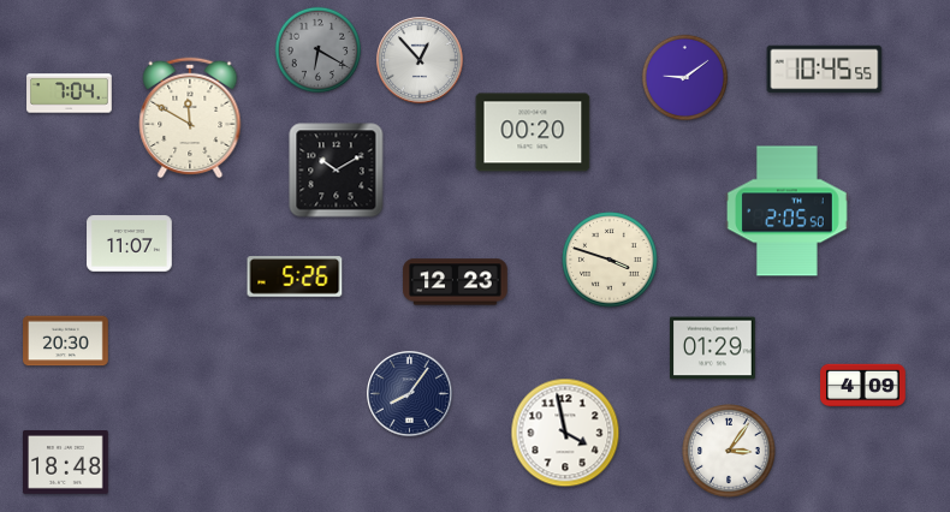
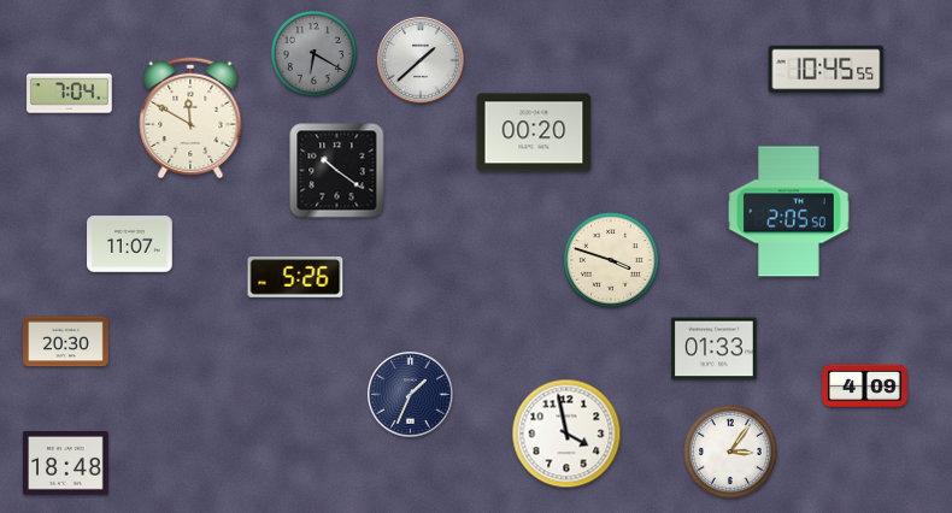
clock at (319, 50) position: (319, 50) -> (315, 54)
clock at (420, 60): 12:53 -> 1:38
clock at (685, 78): 9:09 -> none
clock at (337, 171): 10:10 -> 10:21
clock at (456, 282): 12:23 -> none
clock at (713, 349): 01:29 -> 01:33
clock at (410, 394): 8:06 -> 1:34
